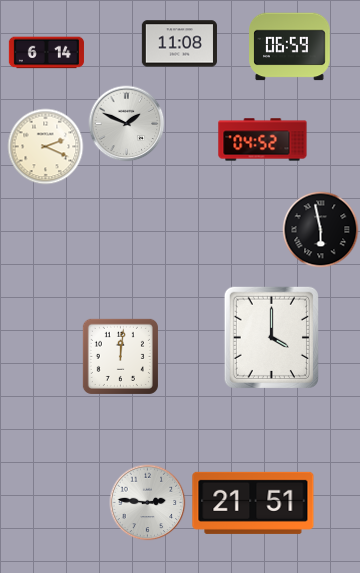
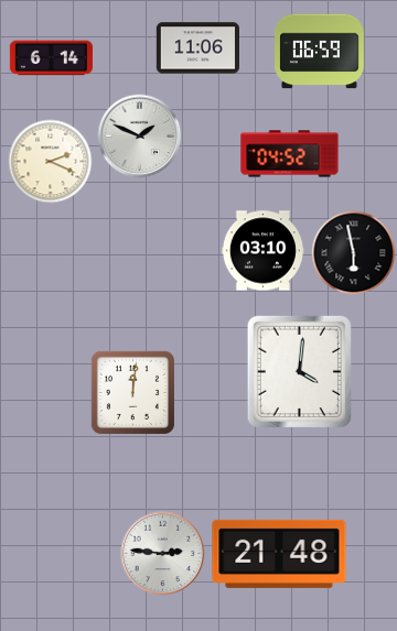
clock at (179, 44): 11:08 -> 11:06
clock at (262, 251): none -> 03:10
clock at (271, 337): 4:00 -> 4:01
clock at (253, 503): 21:51 -> 21:48
